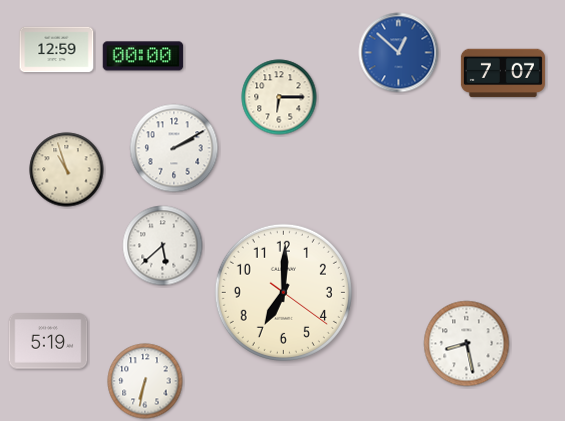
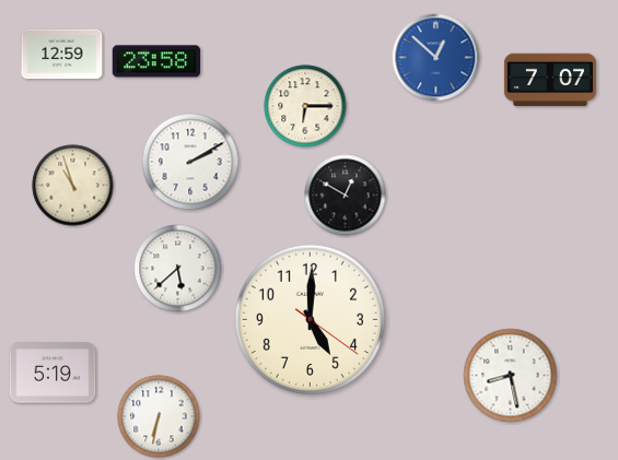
clock at (143, 56): 00:00 -> 23:58
clock at (346, 196): none -> 12:50
clock at (283, 292): 7:00 -> 5:00
